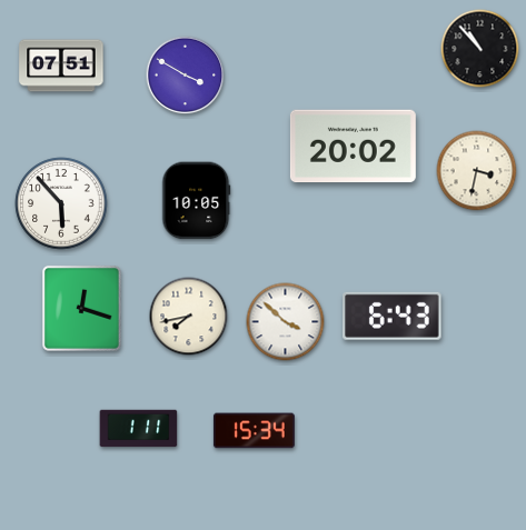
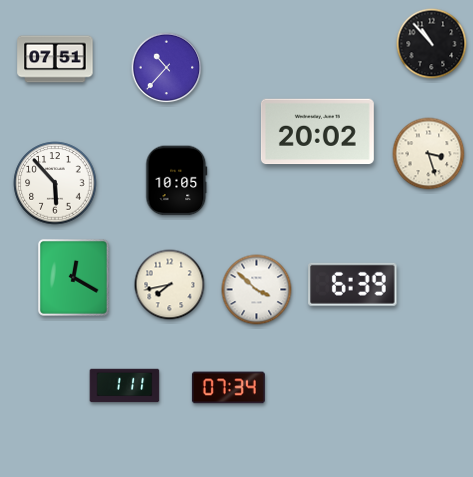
clock at (186, 76): 3:50 -> 10:37
clock at (477, 171): 3:32 -> 3:27
clock at (81, 308): 12:18 -> 12:20
clock at (393, 316): 6:43 -> 6:39
clock at (254, 431): 15:34 -> 07:34
